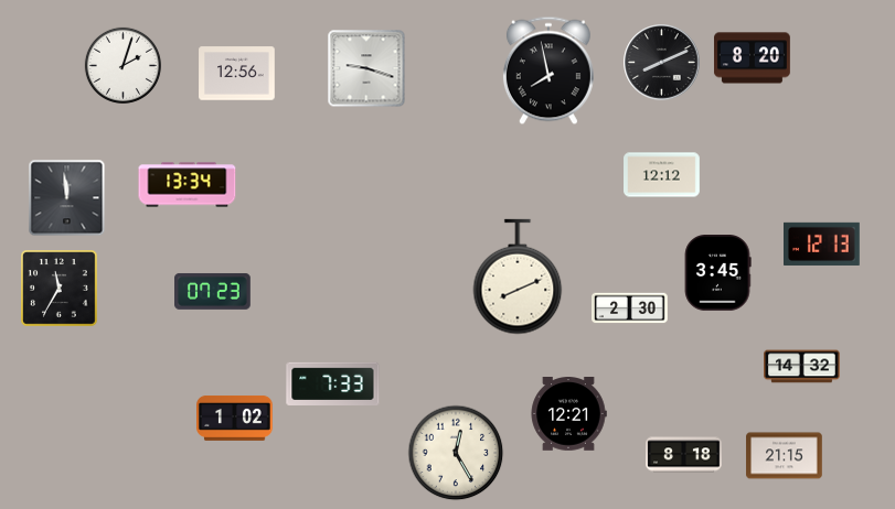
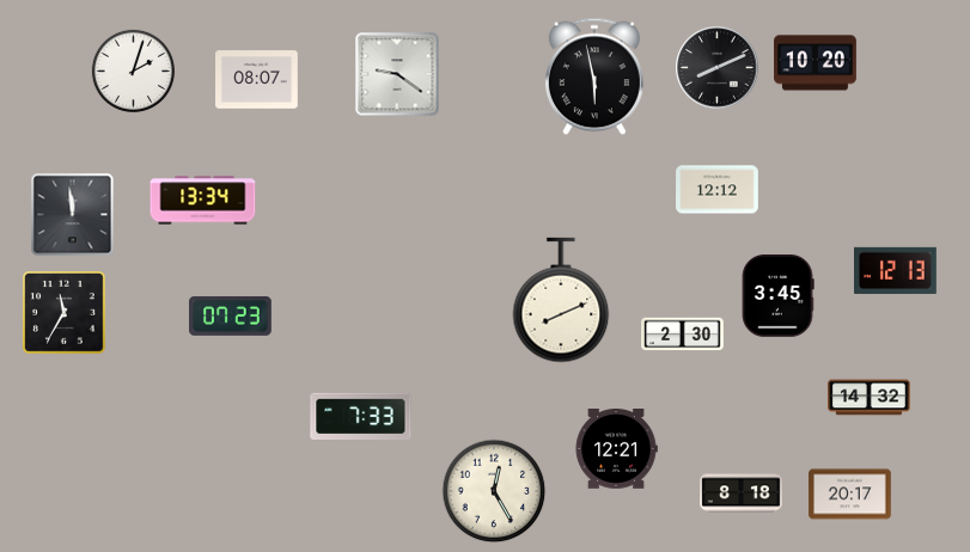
clock at (753, 58): 8:20 -> 10:20
clock at (366, 68): 9:18 -> 9:21
clock at (548, 71): 7:58 -> 5:58
clock at (237, 74): 12:56 -> 08:07
clock at (822, 243) position: (822, 243) -> (896, 270)
clock at (235, 418): 1:02 -> none
clock at (785, 456): 21:15 -> 20:17
